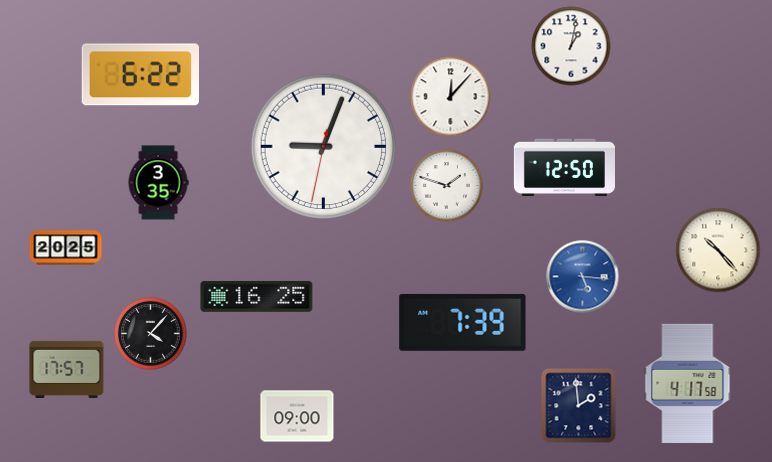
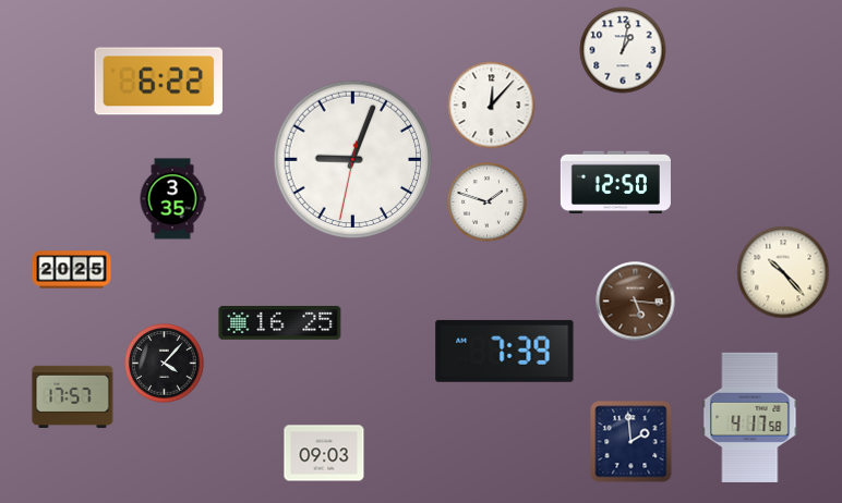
clock at (140, 75) position: (140, 75) -> (158, 82)
clock at (583, 277) dial: blue -> brown
clock at (67, 369) position: (67, 369) -> (73, 396)
clock at (297, 416): 09:00 -> 09:03
